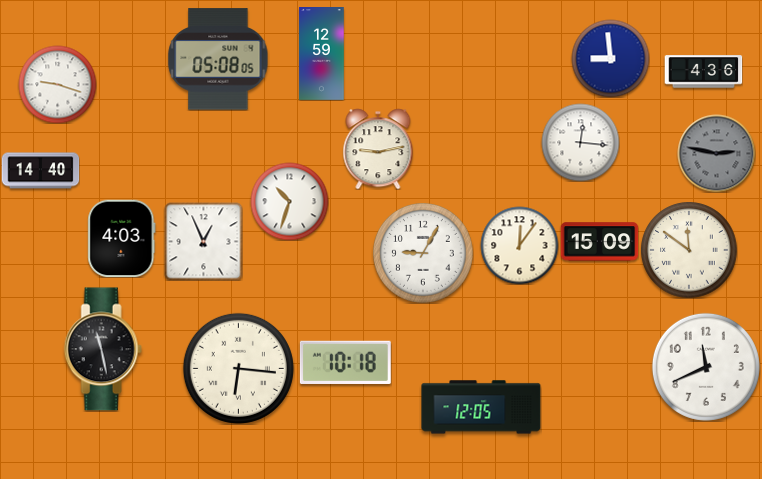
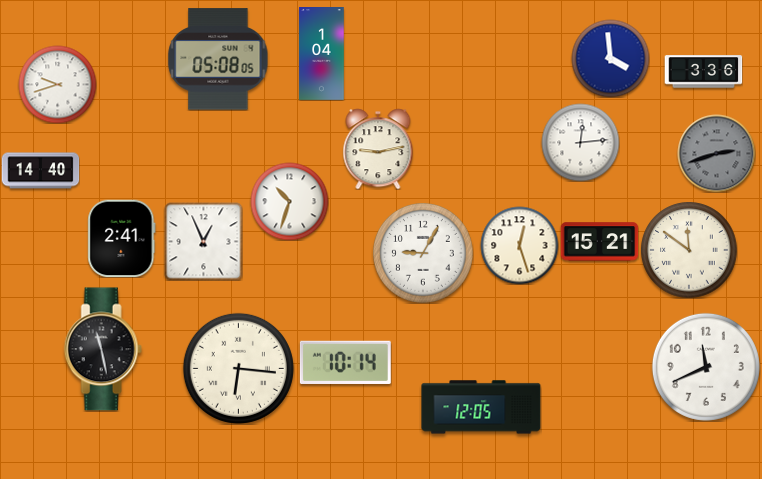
clock at (322, 54): 12:59 -> 1:04
clock at (610, 58): 8:59 -> 3:59
clock at (703, 72): 4:36 -> 3:36
clock at (57, 84): 9:18 -> 9:42
clock at (580, 142): 12:16 -> 12:14
clock at (716, 153): 2:47 -> 2:42
clock at (122, 238): 4:03 -> 2:41
clock at (599, 242): 15:09 -> 15:21
clock at (519, 245): 12:06 -> 12:27
clock at (345, 362): 10:18 -> 10:14
